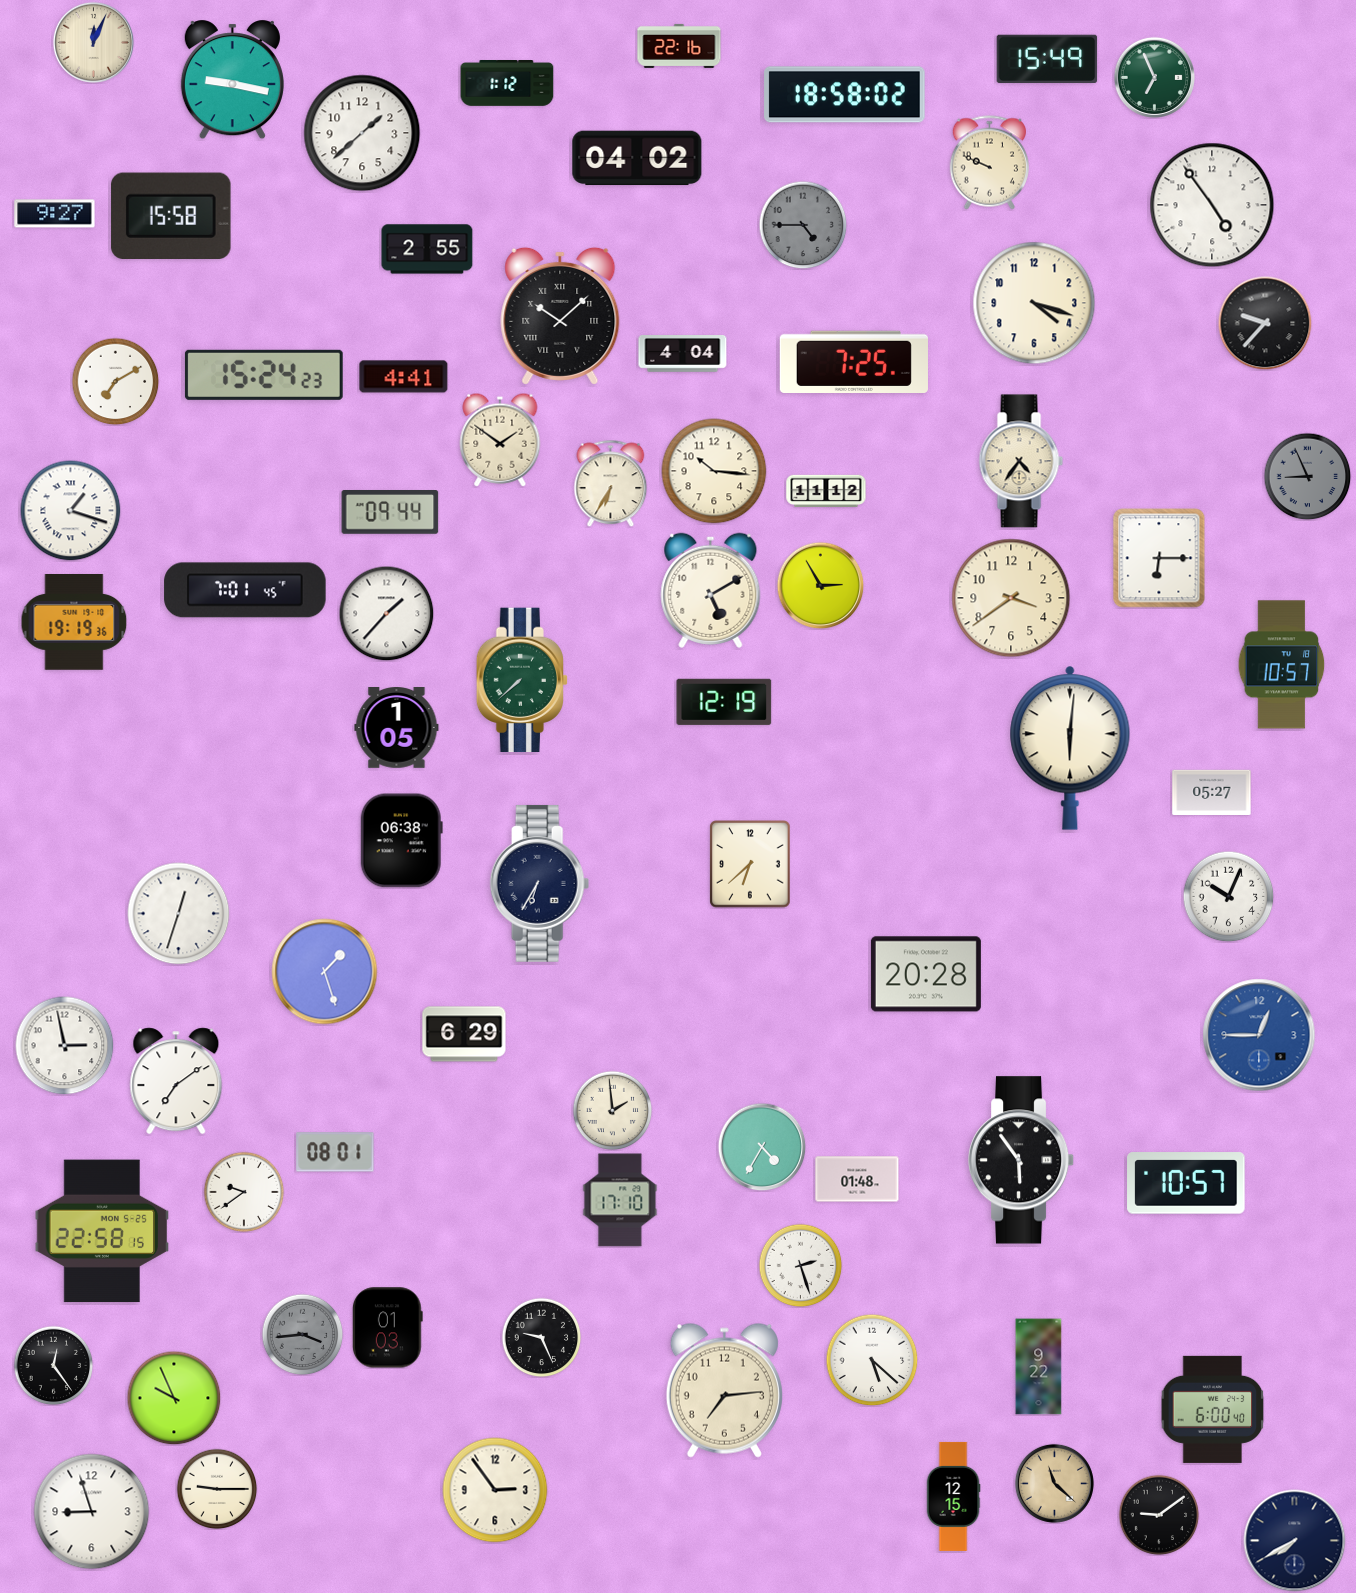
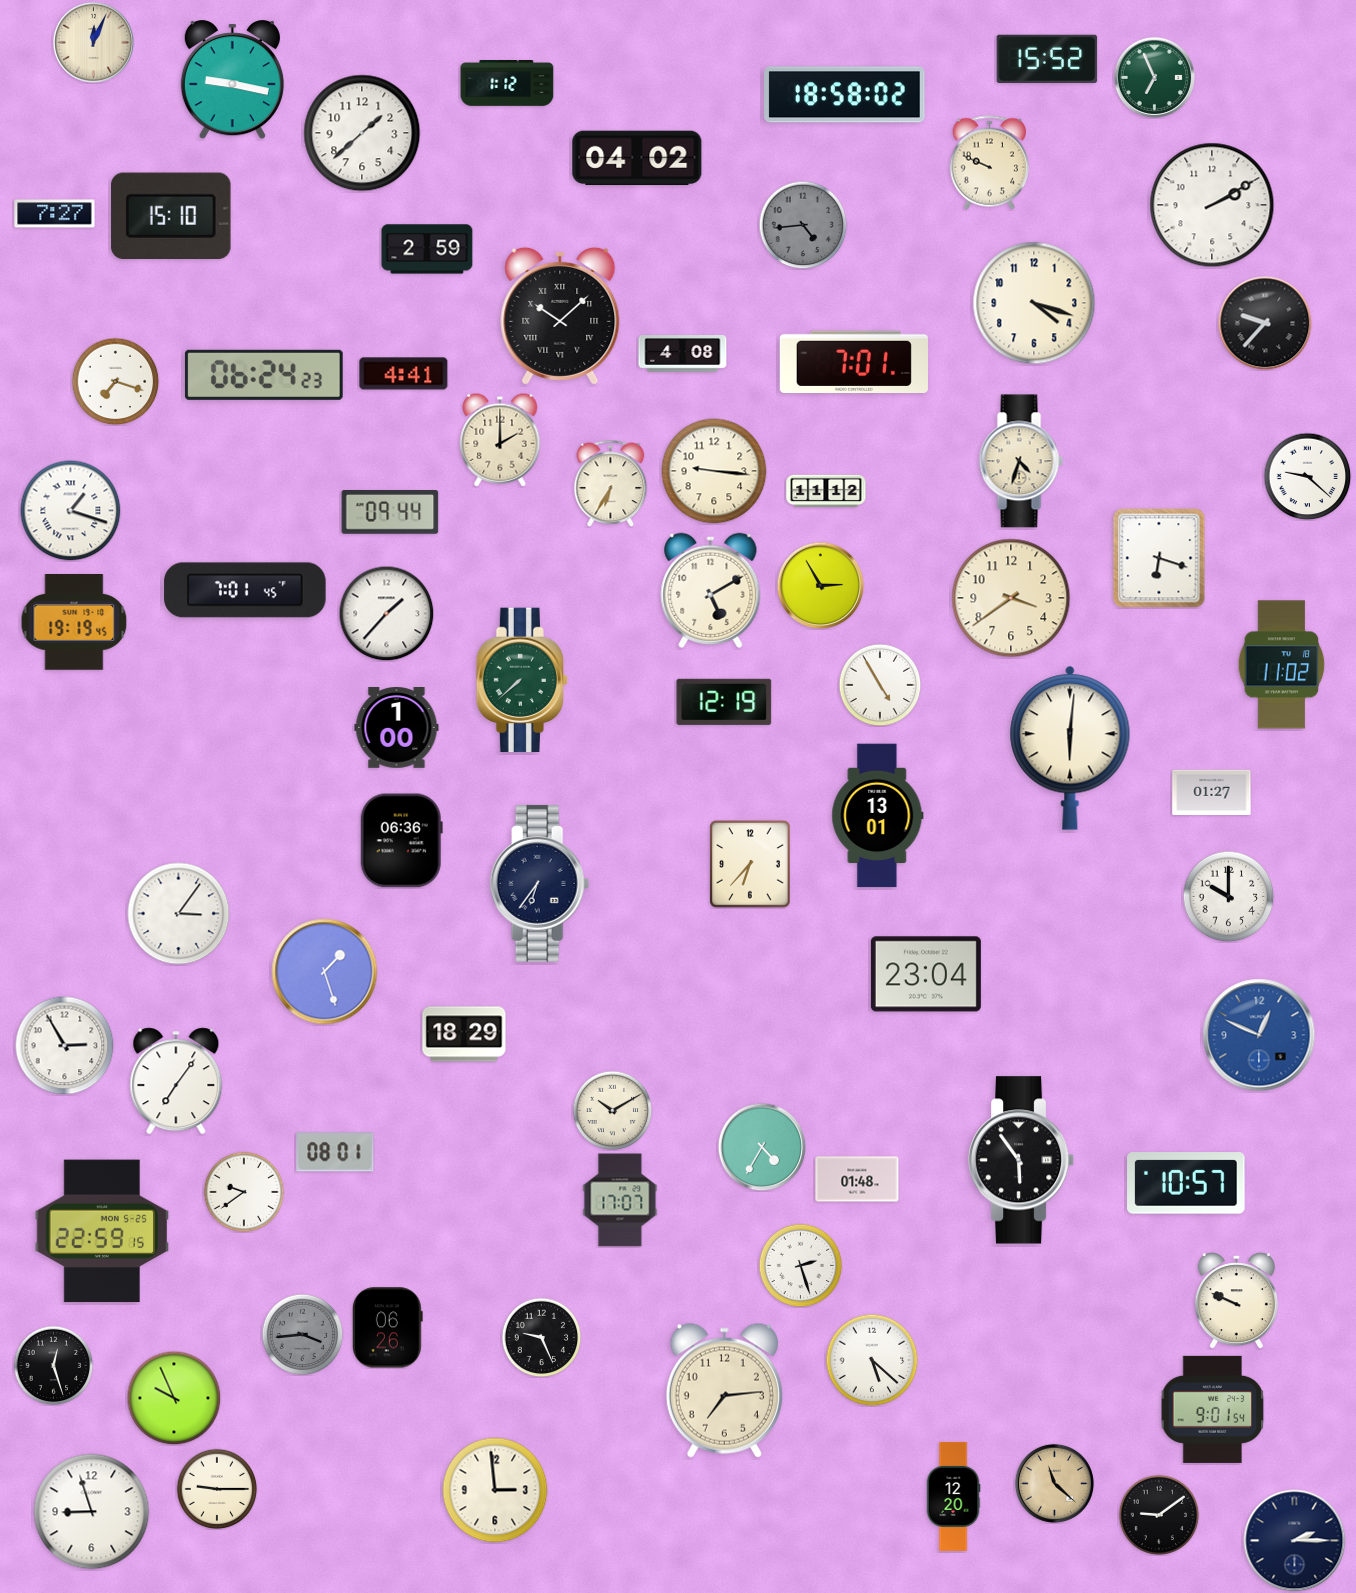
clock at (679, 46): 22:16 -> none
clock at (1047, 59): 15:49 -> 15:52
clock at (1212, 205): 4:54 -> 2:10
clock at (55, 214): 9:27 -> 7:27
clock at (171, 216): 15:58 -> 15:10
clock at (803, 225): 4:45 -> 4:44
clock at (427, 249): 2:55 -> 2:59
clock at (683, 354): 4:04 -> 4:08
clock at (854, 361): 7:25 -> 7:01
clock at (264, 375): 15:24 -> 06:24
clock at (404, 377) position: (404, 377) -> (404, 374)
clock at (115, 381): 7:10 -> 7:18
clock at (500, 440): 1:51 -> 2:00
clock at (1021, 461): 4:36 -> 4:33
clock at (714, 471): 10:16 -> 9:16
clock at (1307, 476): 8:56 -> 9:22
clock at (1307, 476) dial: grey -> white
clock at (1159, 558): 6:15 -> 6:18
clock at (74, 623): 19:19:36 -> 19:19:45
clock at (1282, 665): 10:57 -> 11:02
clock at (880, 685): none -> 4:55
clock at (397, 728): 1:05 -> 1:00
clock at (1212, 792): 05:27 -> 01:27
clock at (878, 816): none -> 13:01
clock at (401, 841): 06:38 -> 06:36
clock at (750, 864): 6:38 -> 6:37
clock at (540, 883): 6:35 -> 6:36
clock at (1228, 896): 10:04 -> 10:00
clock at (179, 914): 12:33 -> 3:06
clock at (926, 974): 20:28 -> 23:04
clock at (464, 1034): 6:29 -> 18:29
clock at (1259, 1035): 12:45 -> 12:49
clock at (65, 1046): 2:58 -> 2:55
clock at (176, 1081): 7:09 -> 7:06
clock at (612, 1110): 1:59 -> 10:10
clock at (620, 1200): 17:10 -> 17:07
clock at (102, 1231): 22:58 -> 22:59
clock at (1236, 1301): none -> 9:49
clock at (388, 1328): 01:03 -> 06:26
clock at (53, 1365): 12:24 -> 12:27
clock at (1039, 1367): 9:22 -> none
clock at (1213, 1409): 6:00 -> 9:01
clock at (495, 1490): 2:54 -> 2:59
clock at (953, 1496): 12:15 -> 12:20
clock at (1295, 1541): 7:40 -> 2:15
